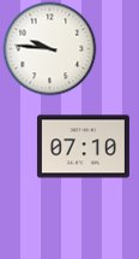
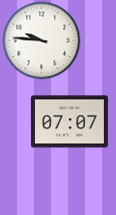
clock at (83, 147): 07:10 -> 07:07
